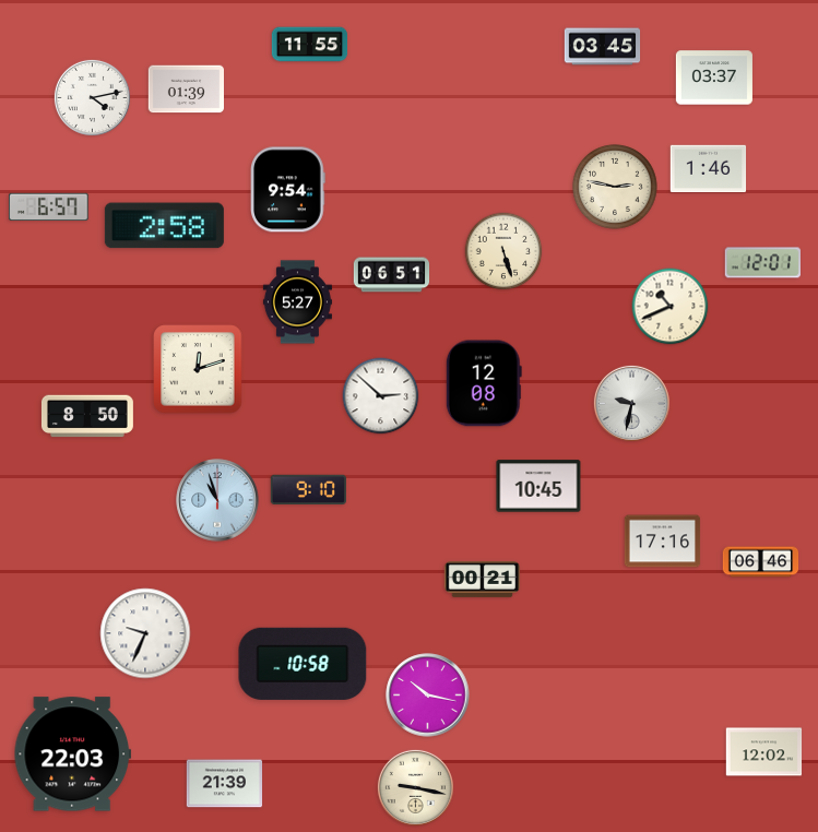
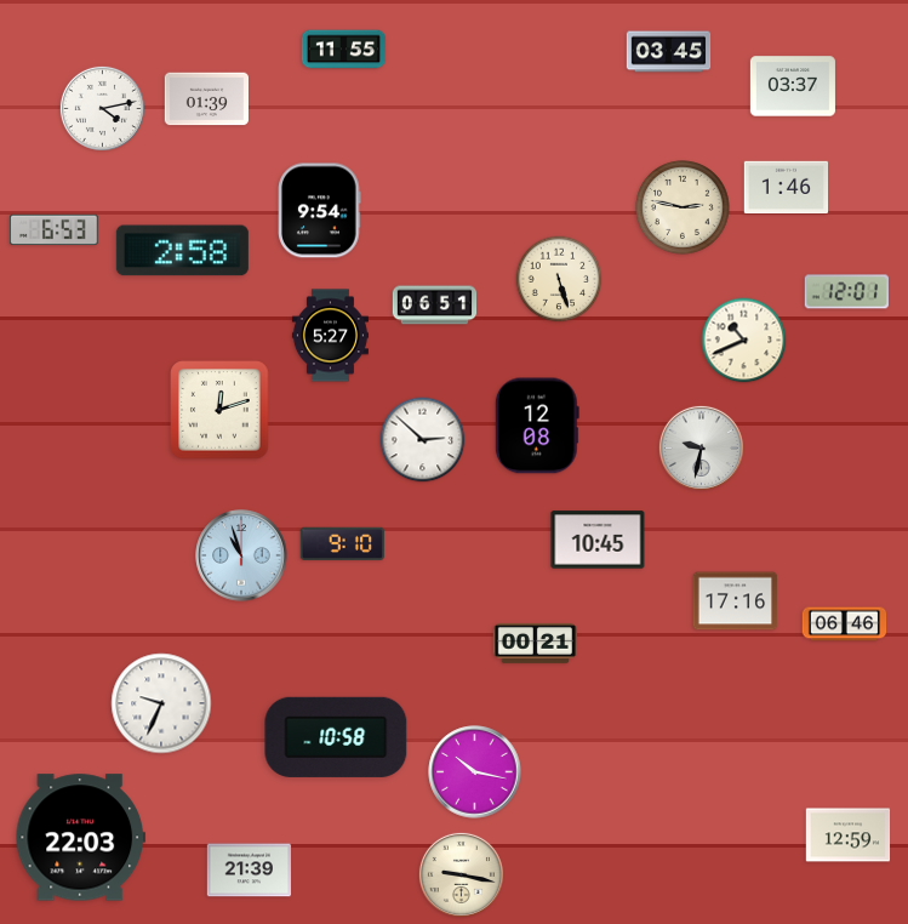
clock at (49, 206): 6:57 -> 6:53
clock at (87, 416): 8:50 -> none
clock at (764, 752): 12:02 -> 12:59
